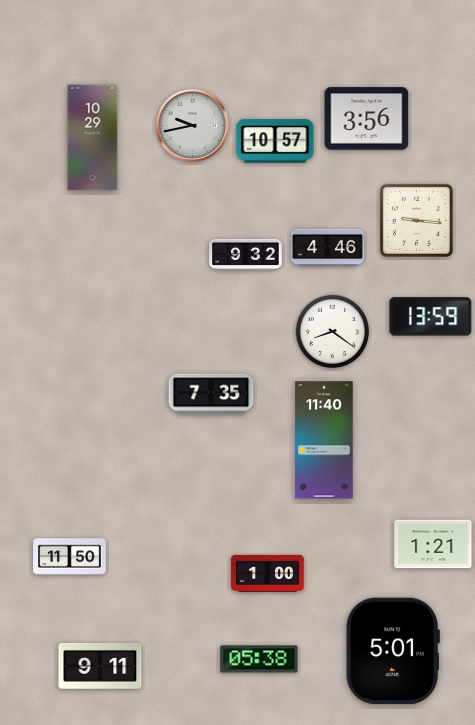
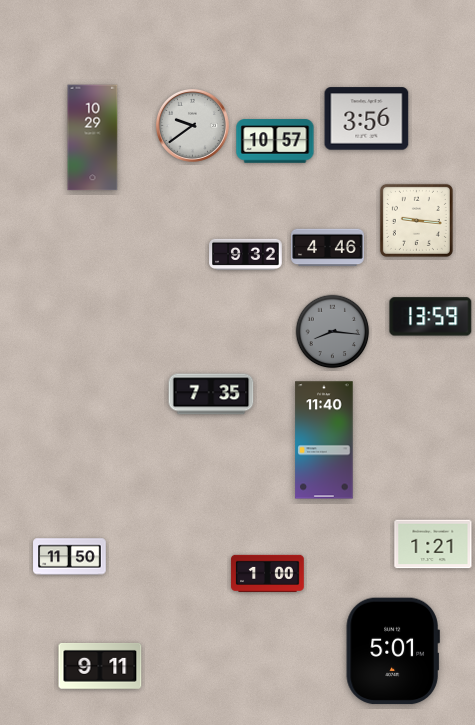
clock at (192, 125): 9:43 -> 9:39
clock at (333, 332): 8:21 -> 8:16
clock at (333, 332) dial: white -> grey
clock at (259, 659): 05:38 -> none
